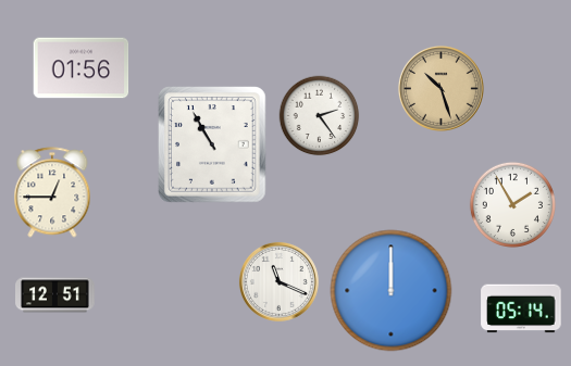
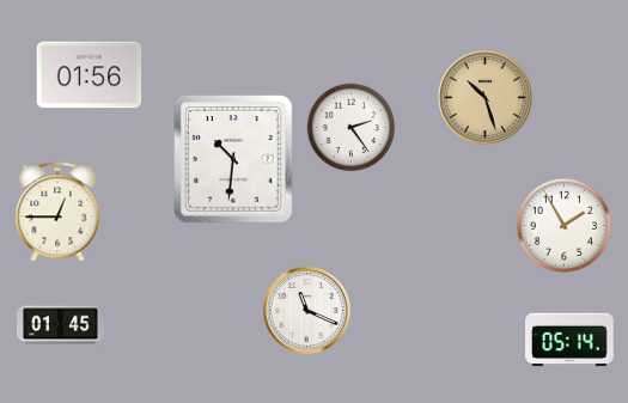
clock at (212, 144): 10:55 -> 10:31
clock at (392, 291): 12:00 -> none
clock at (55, 295): 12:51 -> 01:45
clock at (521, 308) position: (521, 308) -> (569, 340)
